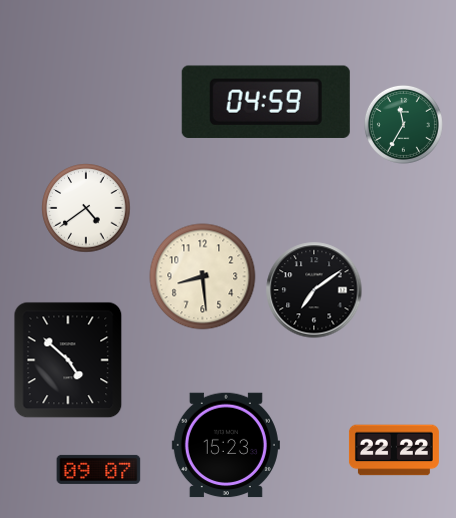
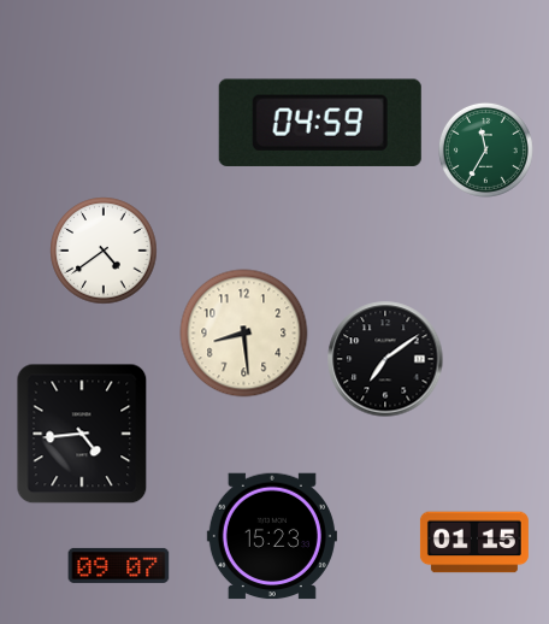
clock at (314, 290) position: (314, 290) -> (385, 359)
clock at (68, 360): 4:52 -> 4:44
clock at (394, 450): 22:22 -> 01:15
